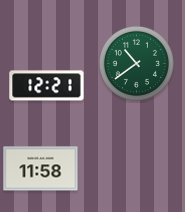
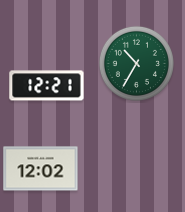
clock at (136, 63): 10:39 -> 10:35
clock at (41, 169): 11:58 -> 12:02
